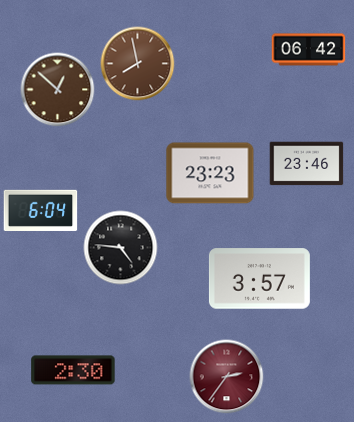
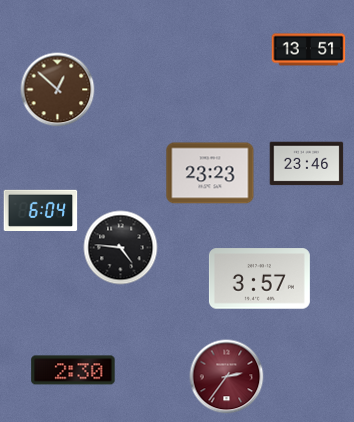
clock at (309, 50): 06:42 -> 13:51
clock at (138, 64): 7:58 -> none
